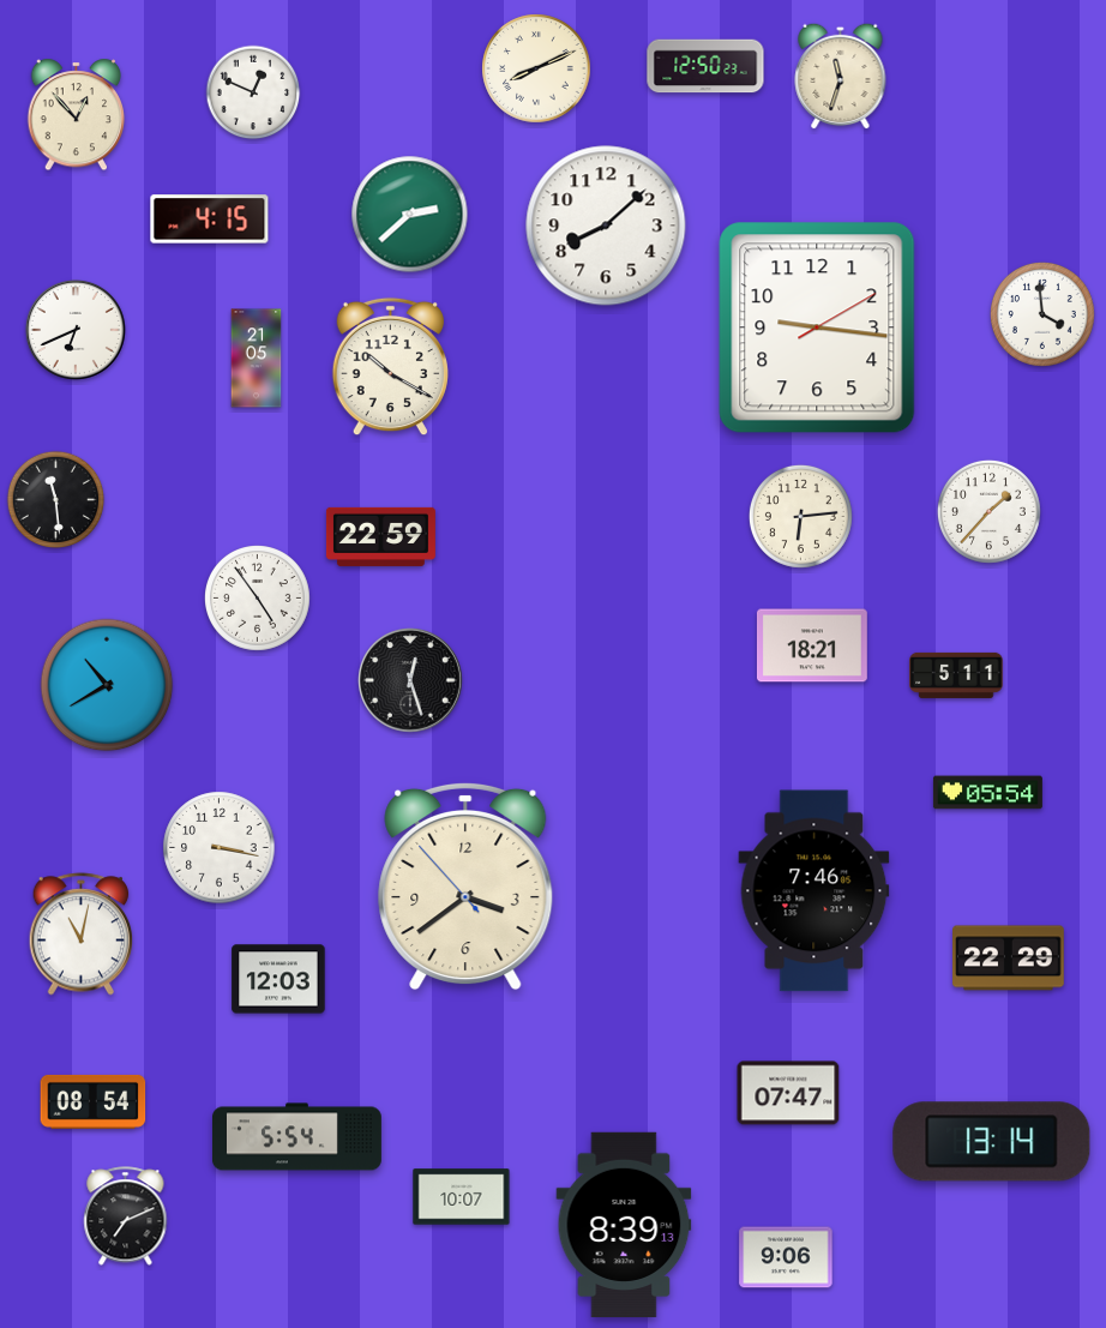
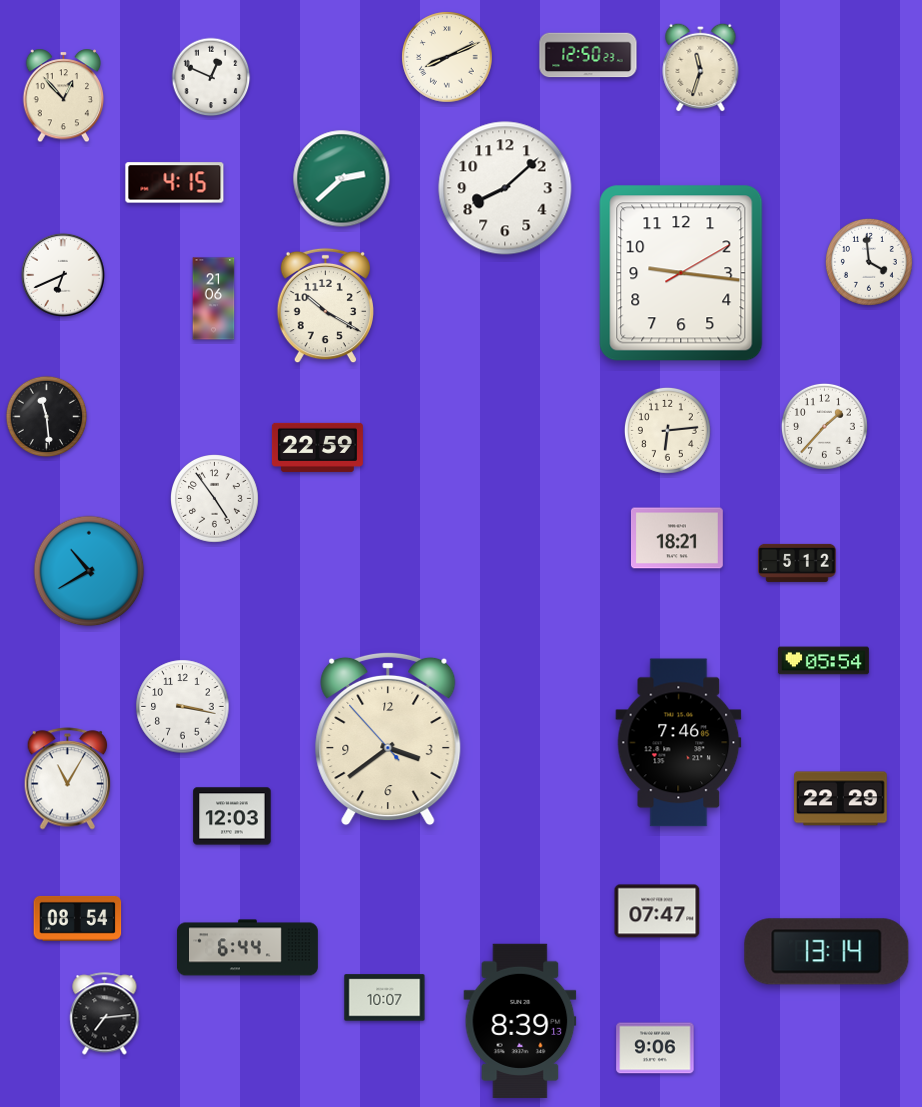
clock at (841, 76) position: (841, 76) -> (701, 67)
clock at (257, 359): 21:05 -> 21:06
clock at (956, 675): 5:11 -> 5:12
clock at (411, 681): 12:27 -> none
clock at (82, 935): 11:02 -> 11:05
clock at (296, 1137): 5:54 -> 6:44
clock at (126, 1216): 7:11 -> 7:14
